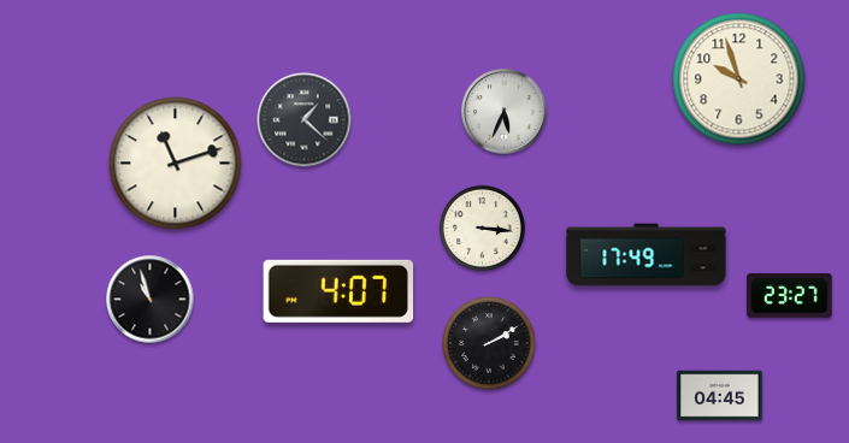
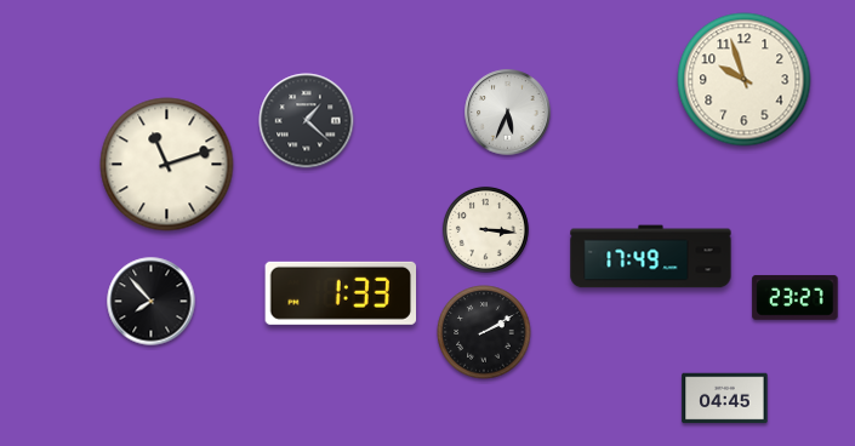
clock at (176, 164) position: (176, 164) -> (167, 165)
clock at (338, 291): 4:07 -> 1:33
clock at (151, 300): 10:57 -> 7:53
clock at (489, 343) position: (489, 343) -> (484, 332)
